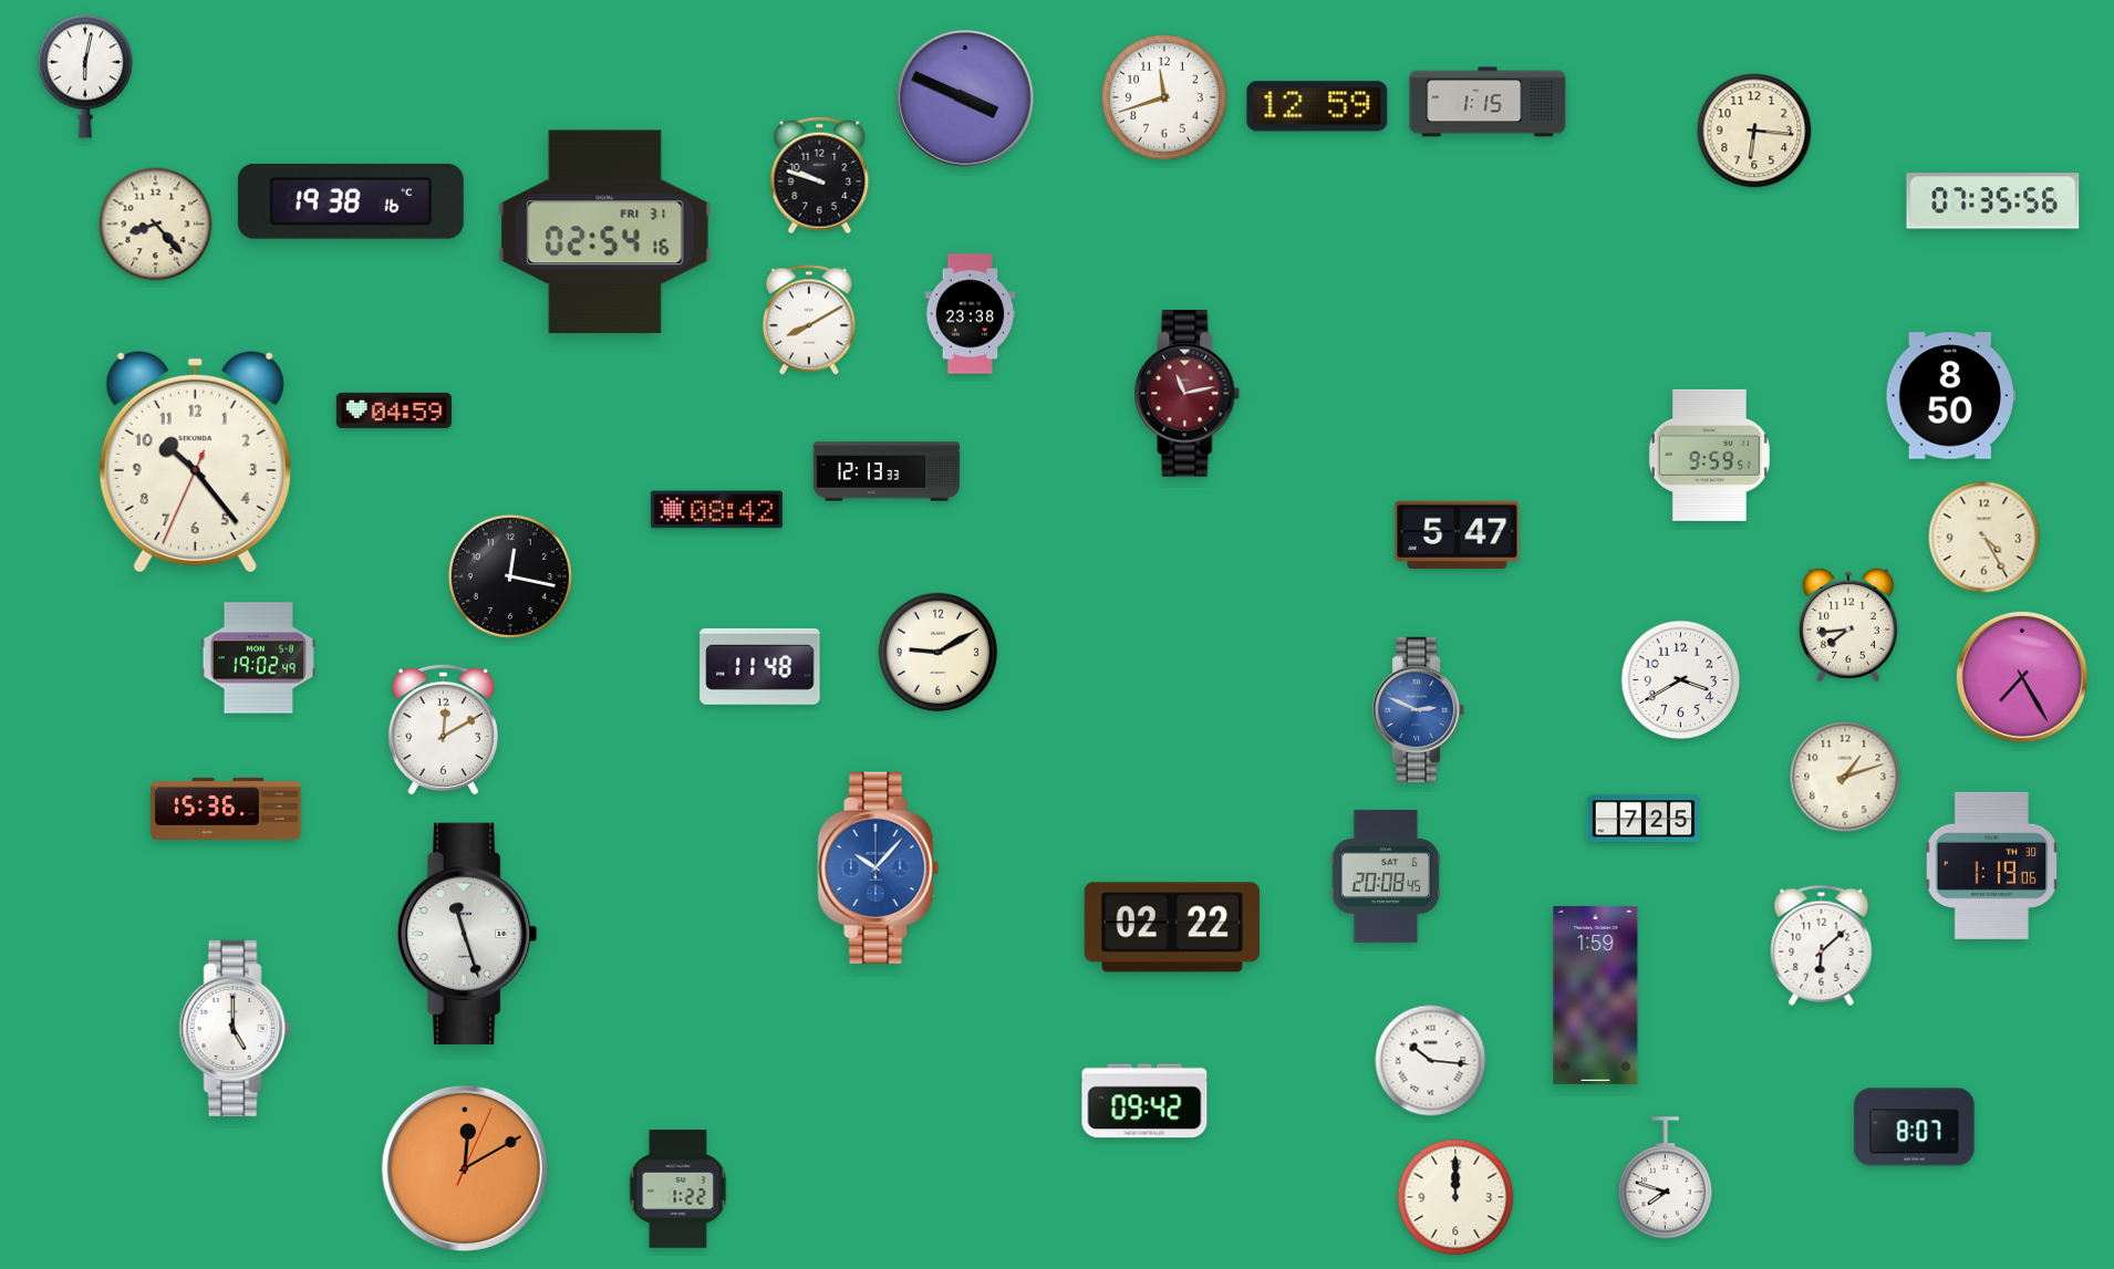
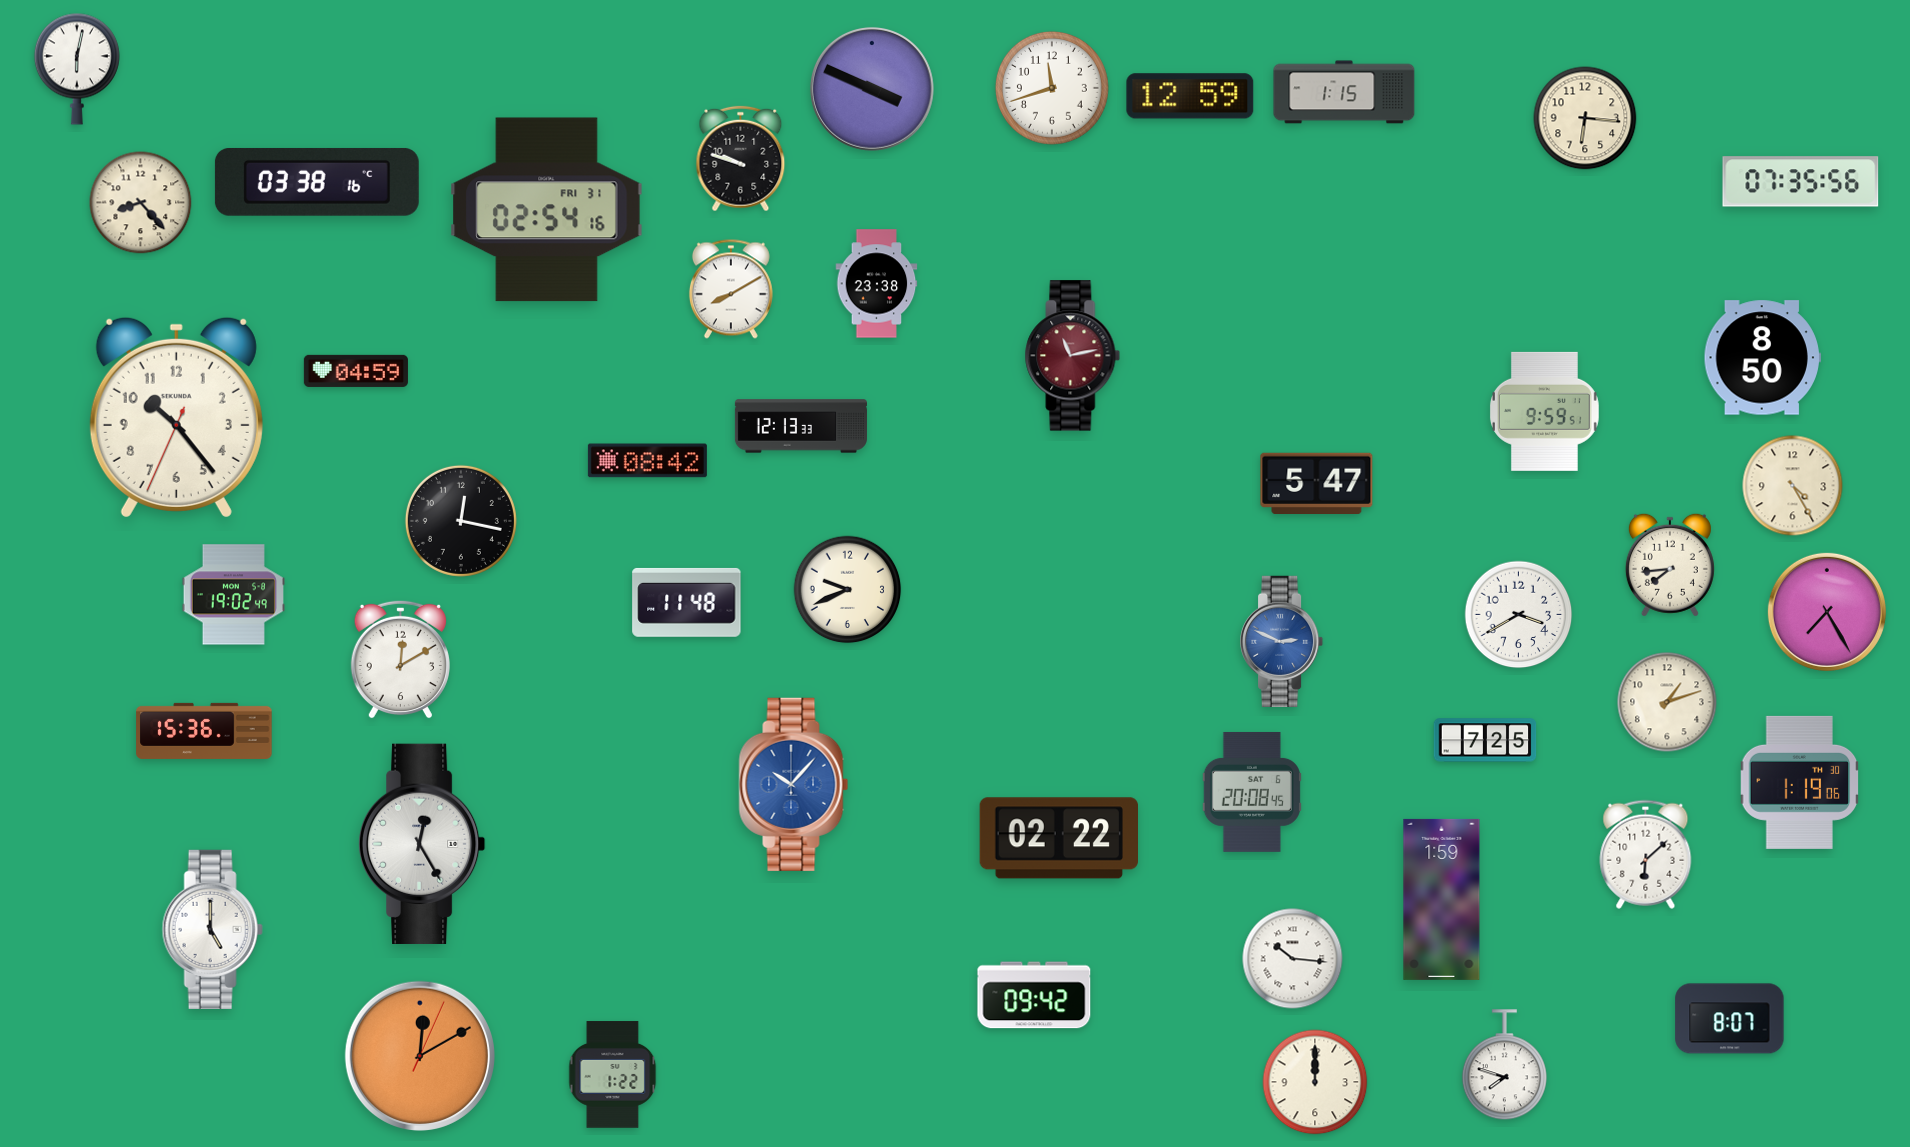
clock at (351, 201): 19:38 -> 03:38
clock at (939, 653): 9:10 -> 9:41
clock at (467, 934): 11:27 -> 12:25
